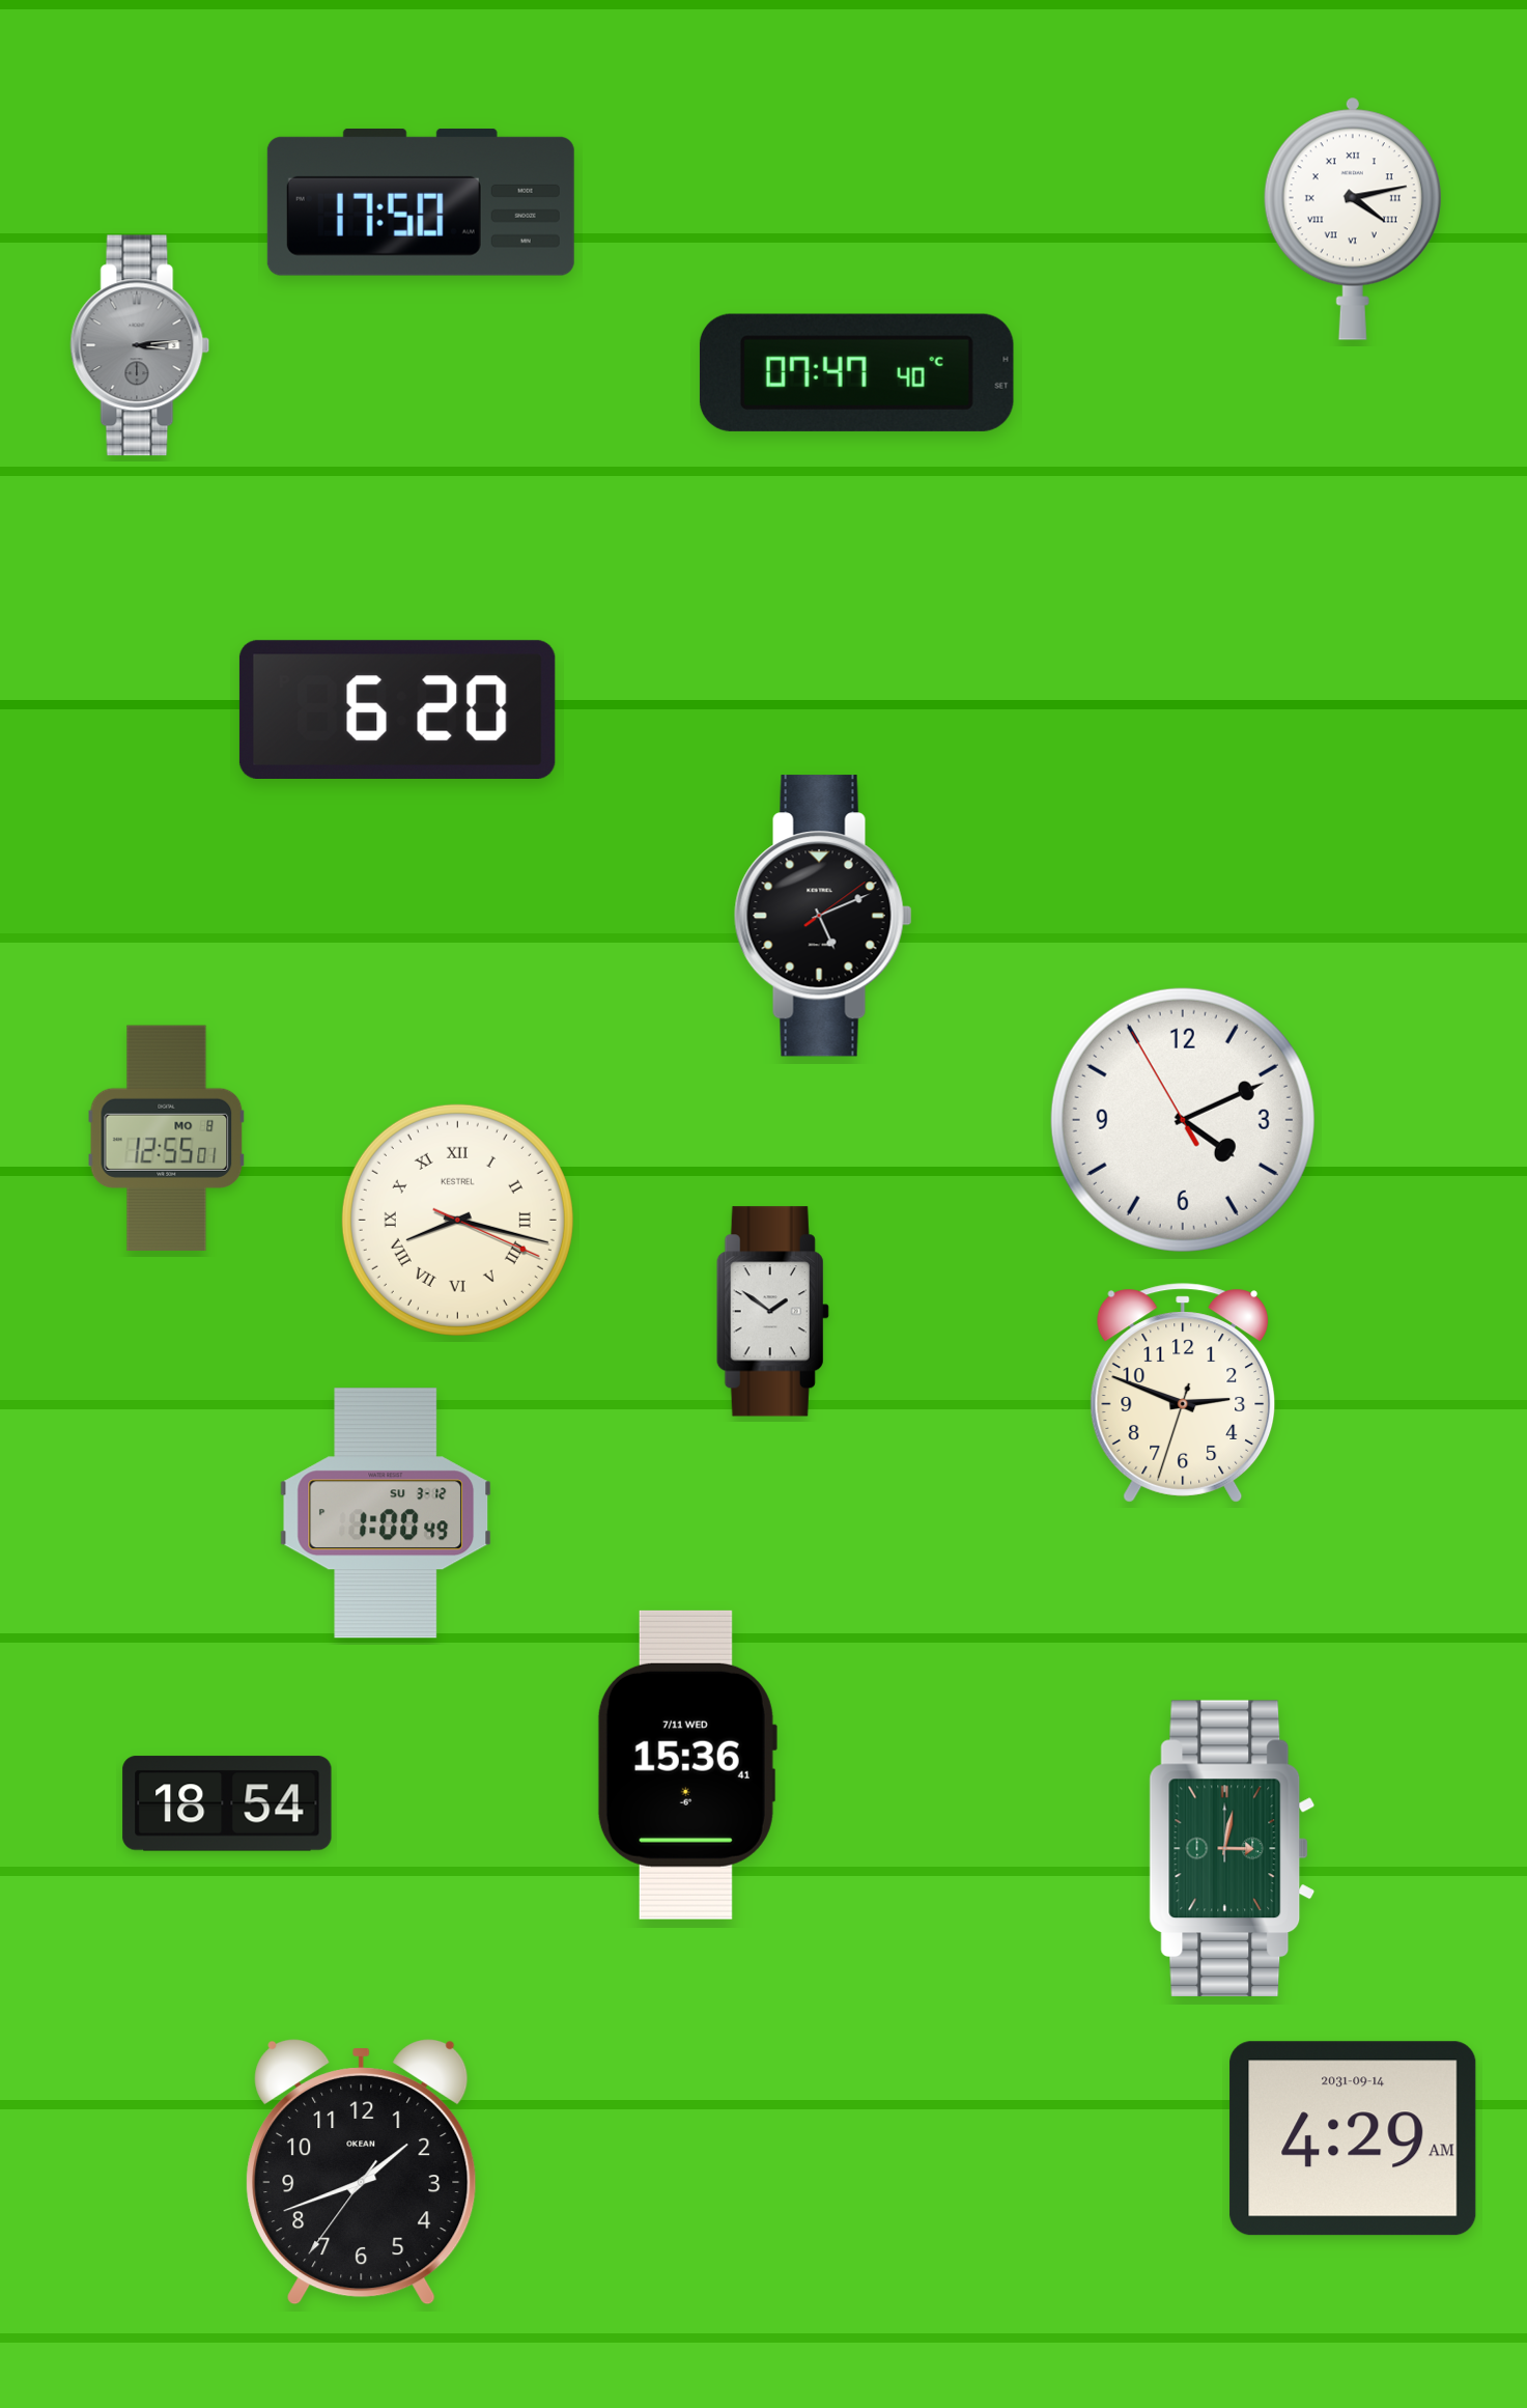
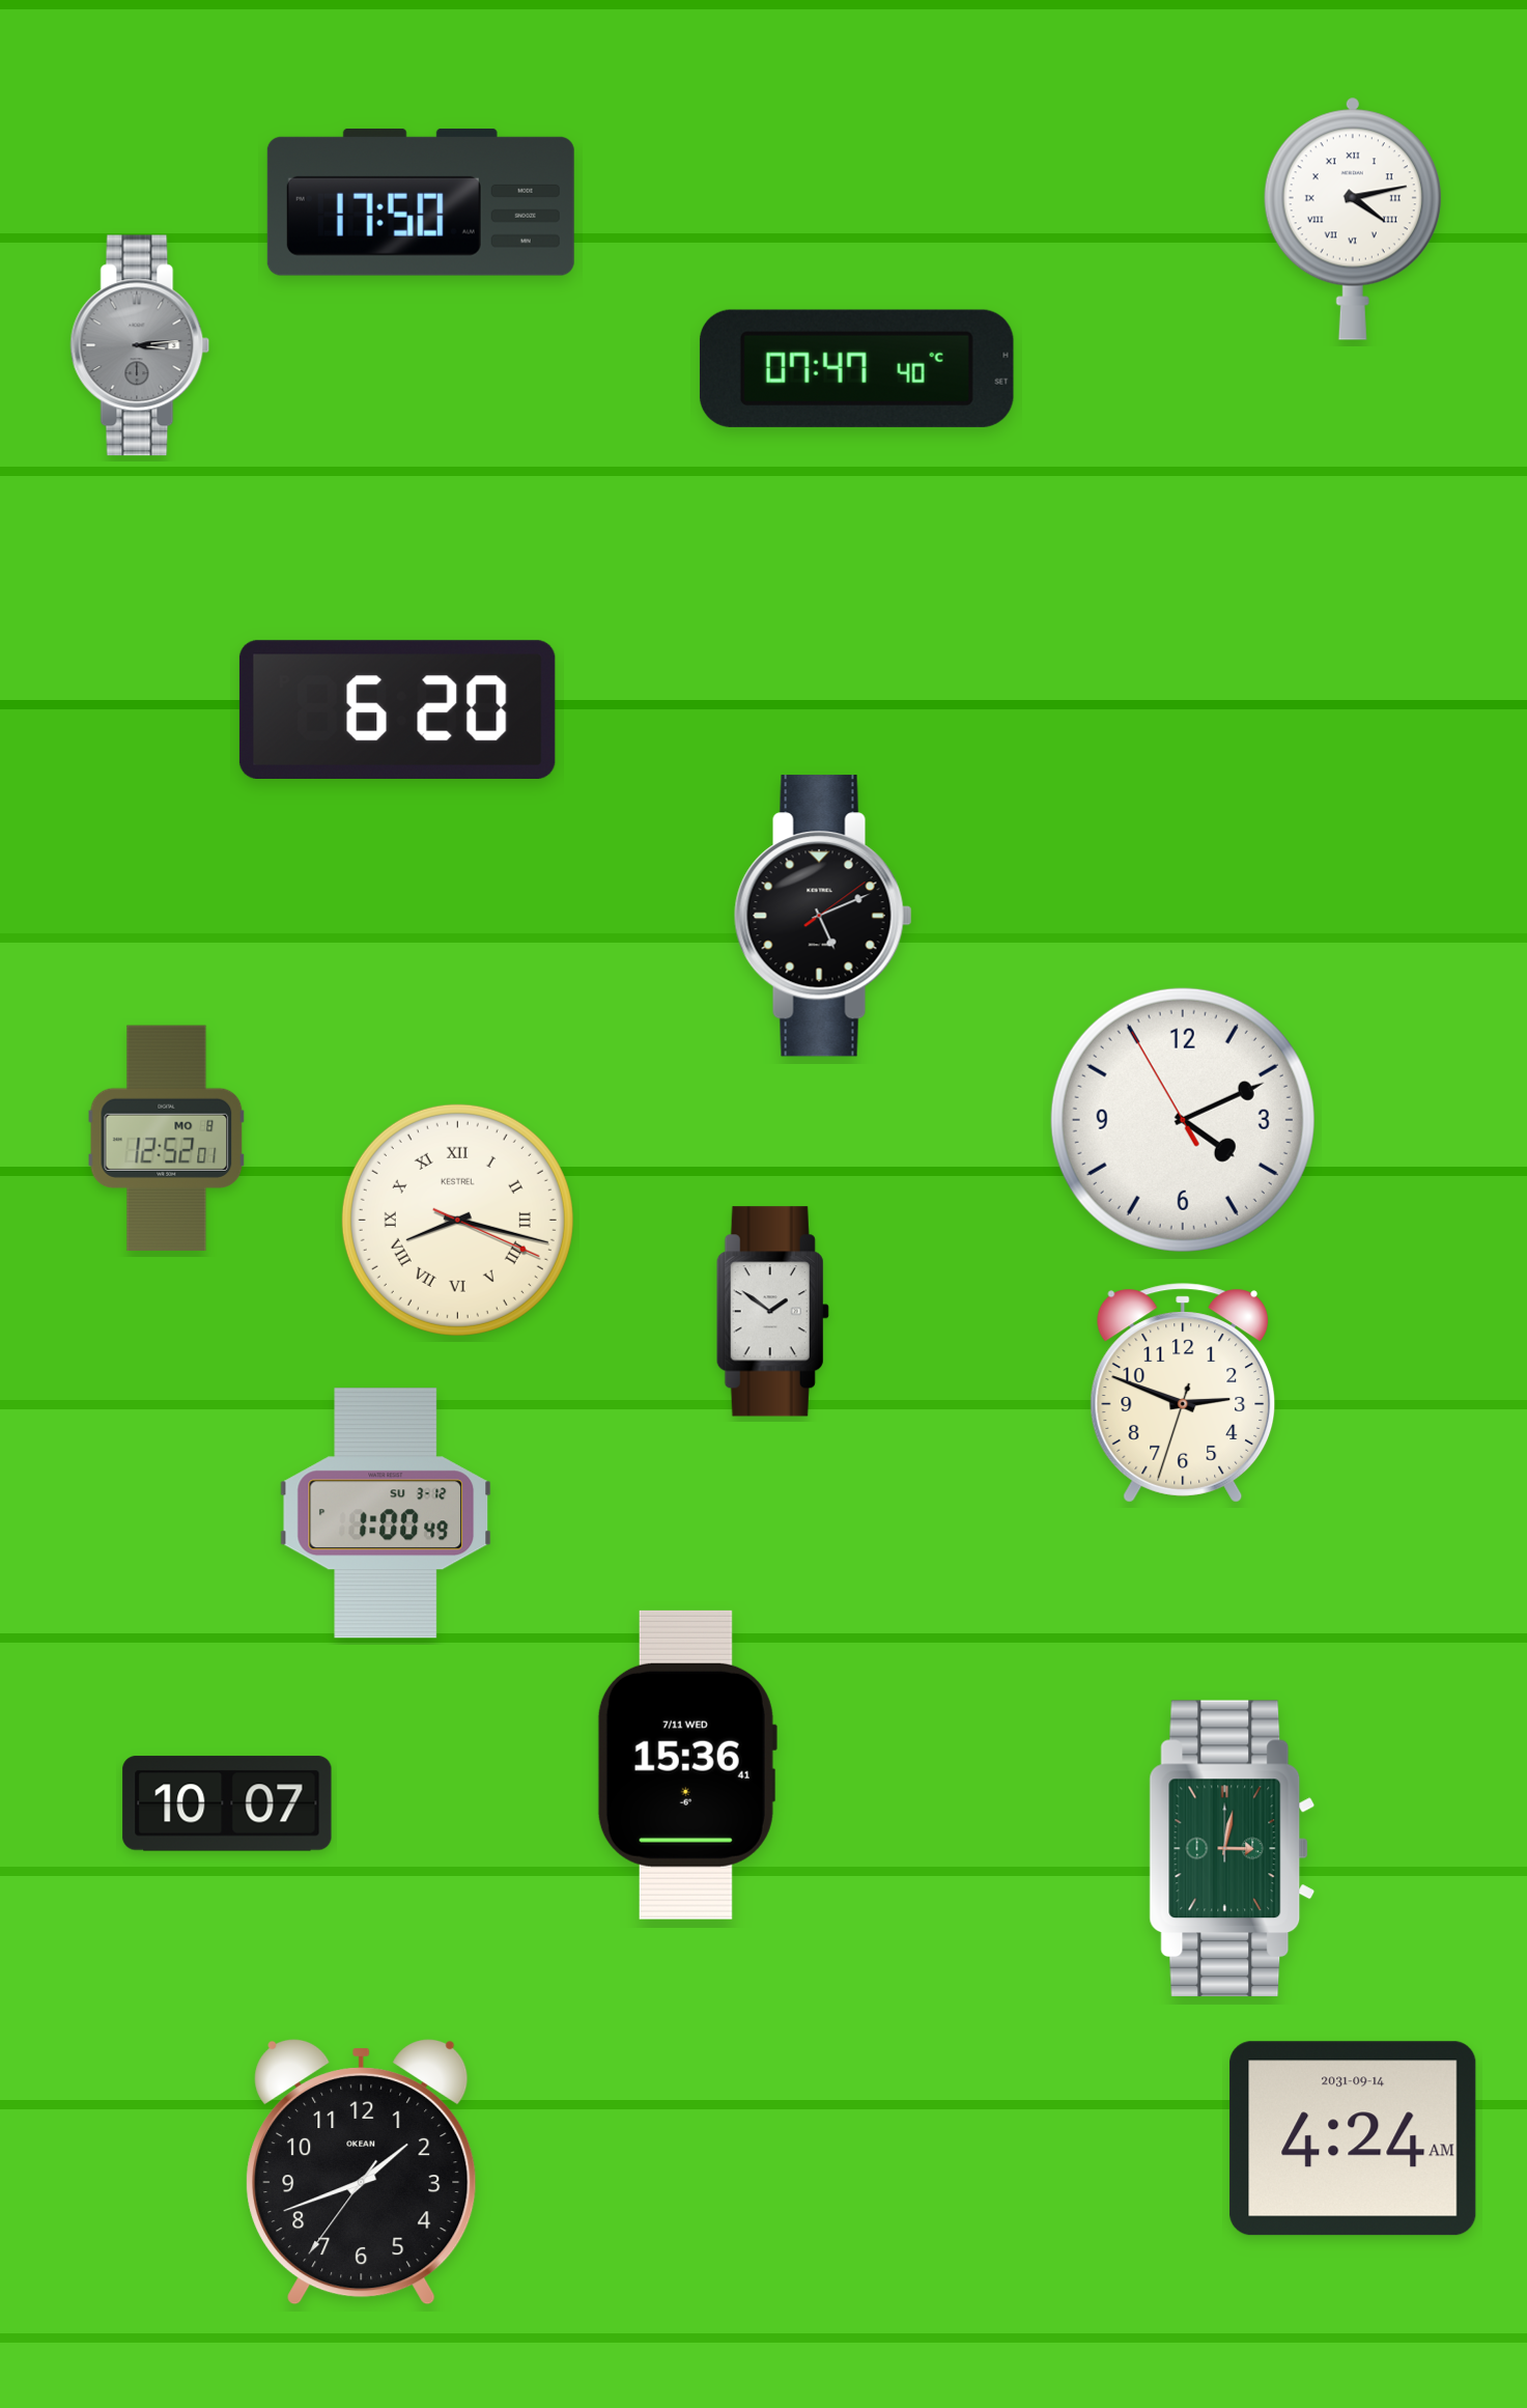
clock at (856, 372) position: (856, 372) -> (856, 368)
clock at (167, 1139): 12:55 -> 12:52
clock at (227, 1803): 18:54 -> 10:07
clock at (1353, 2138): 4:29 -> 4:24
